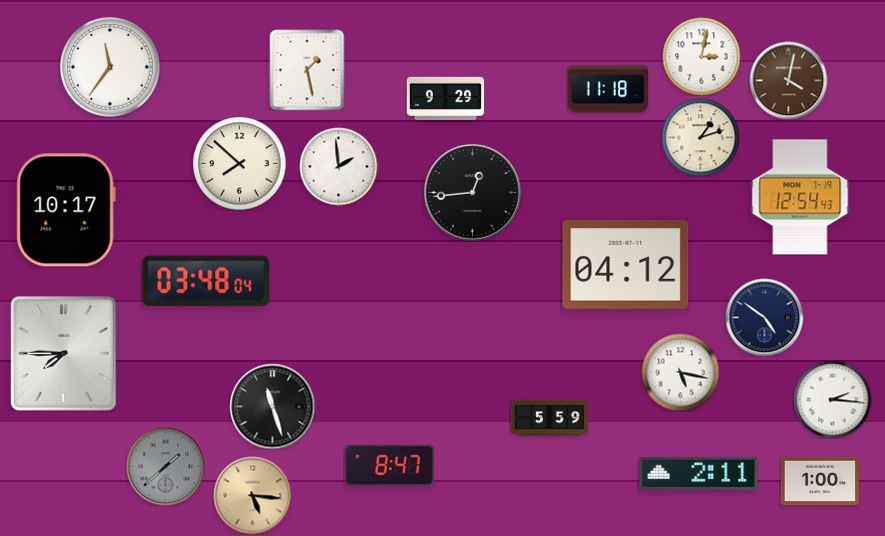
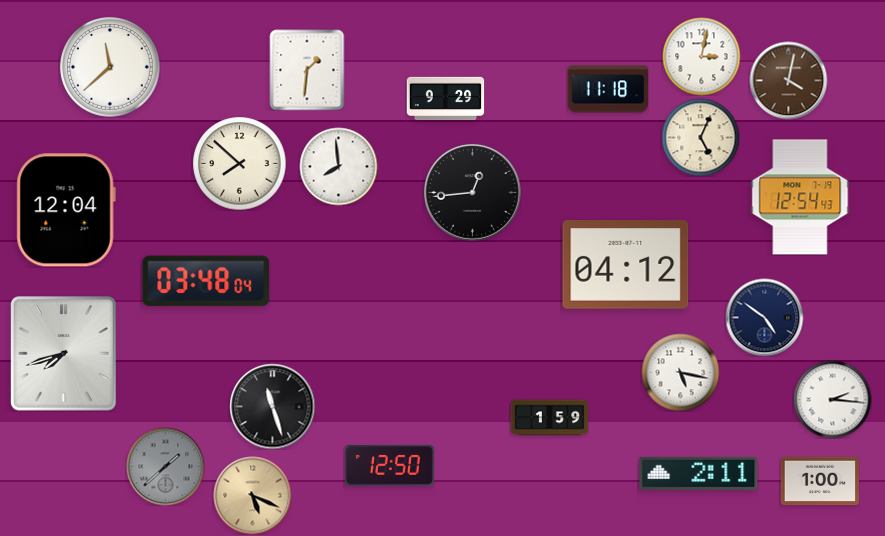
clock at (111, 68): 11:36 -> 11:38
clock at (307, 70): 1:28 -> 1:31
clock at (700, 137): 1:12 -> 5:04
clock at (338, 166): 1:59 -> 7:59
clock at (66, 210): 10:17 -> 12:04
clock at (64, 354): 7:45 -> 7:42
clock at (549, 418): 5:59 -> 1:59
clock at (389, 466): 8:47 -> 12:50
clock at (252, 495): 5:16 -> 5:19
